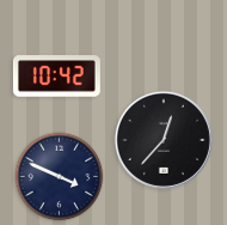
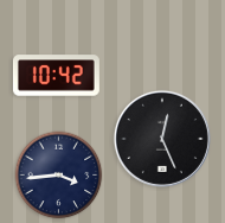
clock at (164, 140): 12:37 -> 12:26
clock at (60, 177): 3:49 -> 3:44
